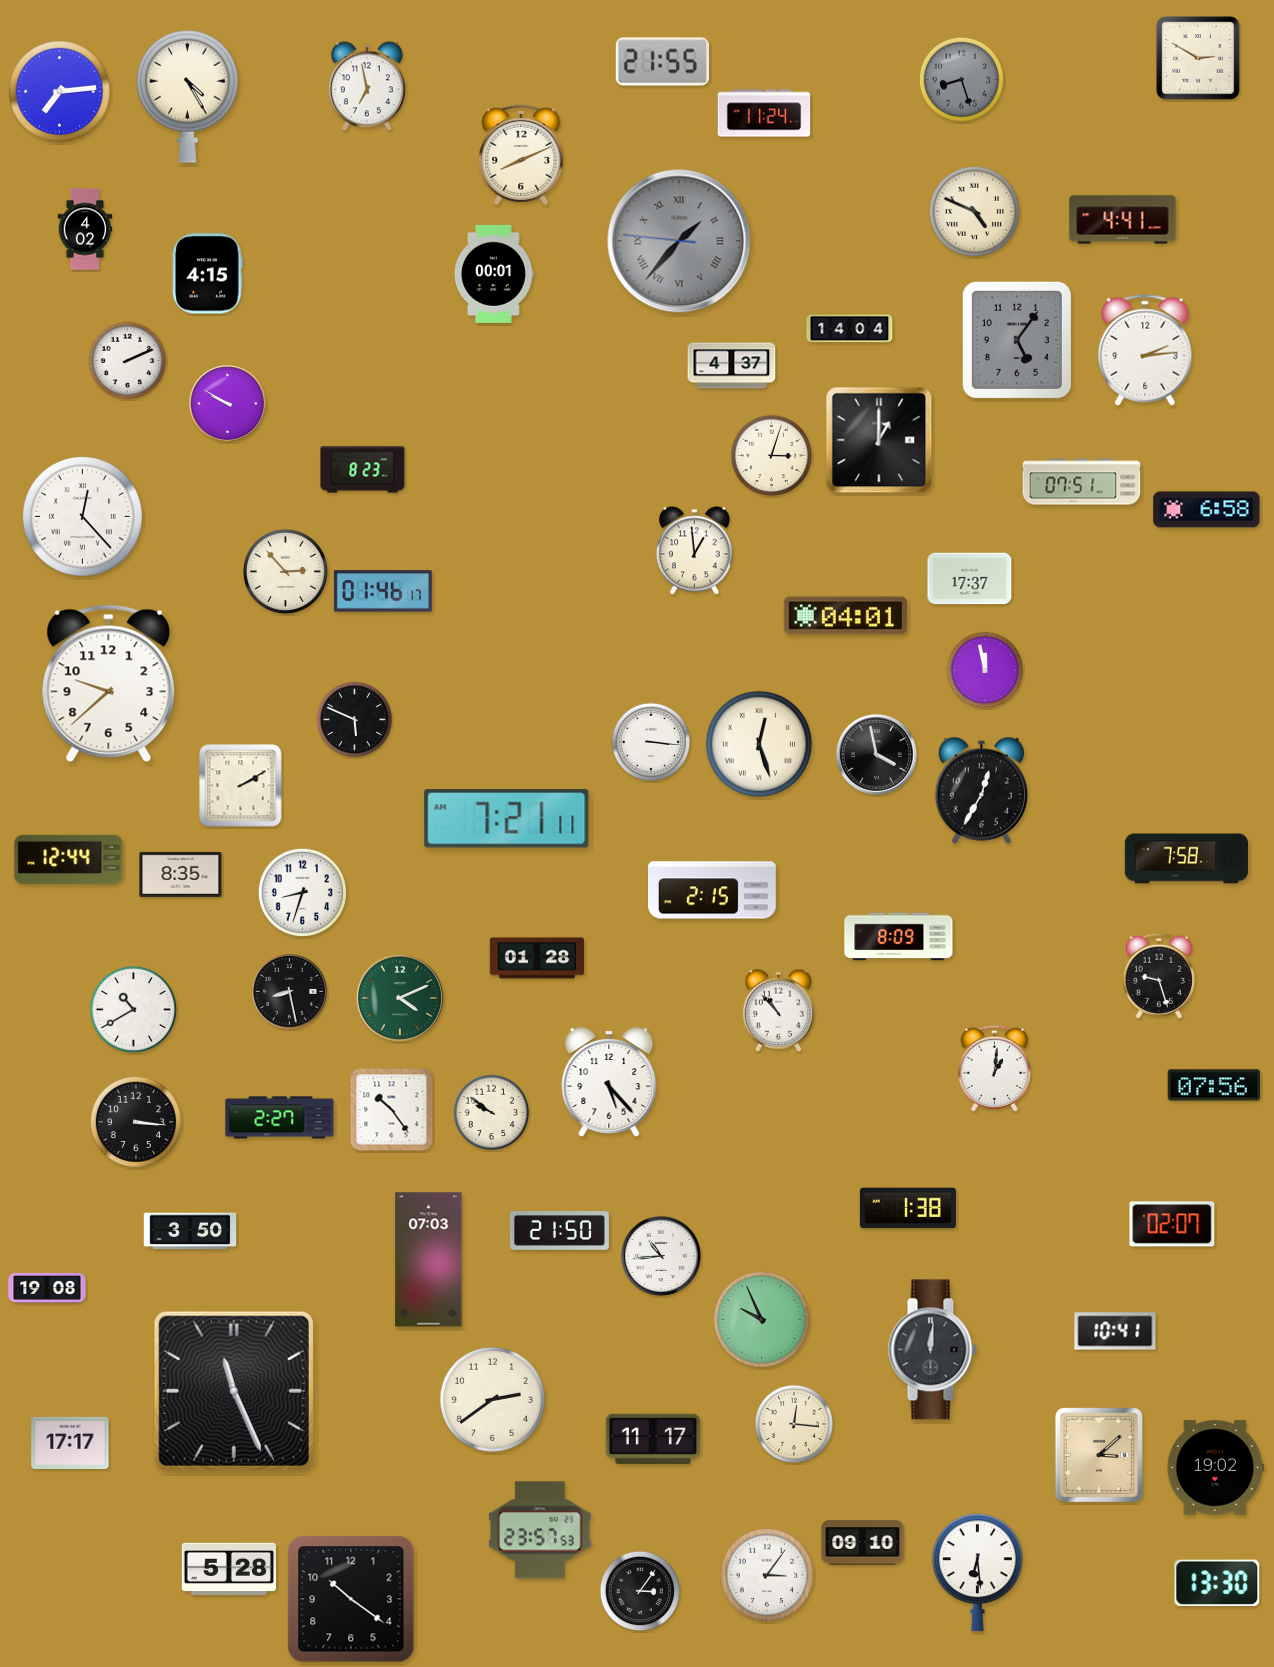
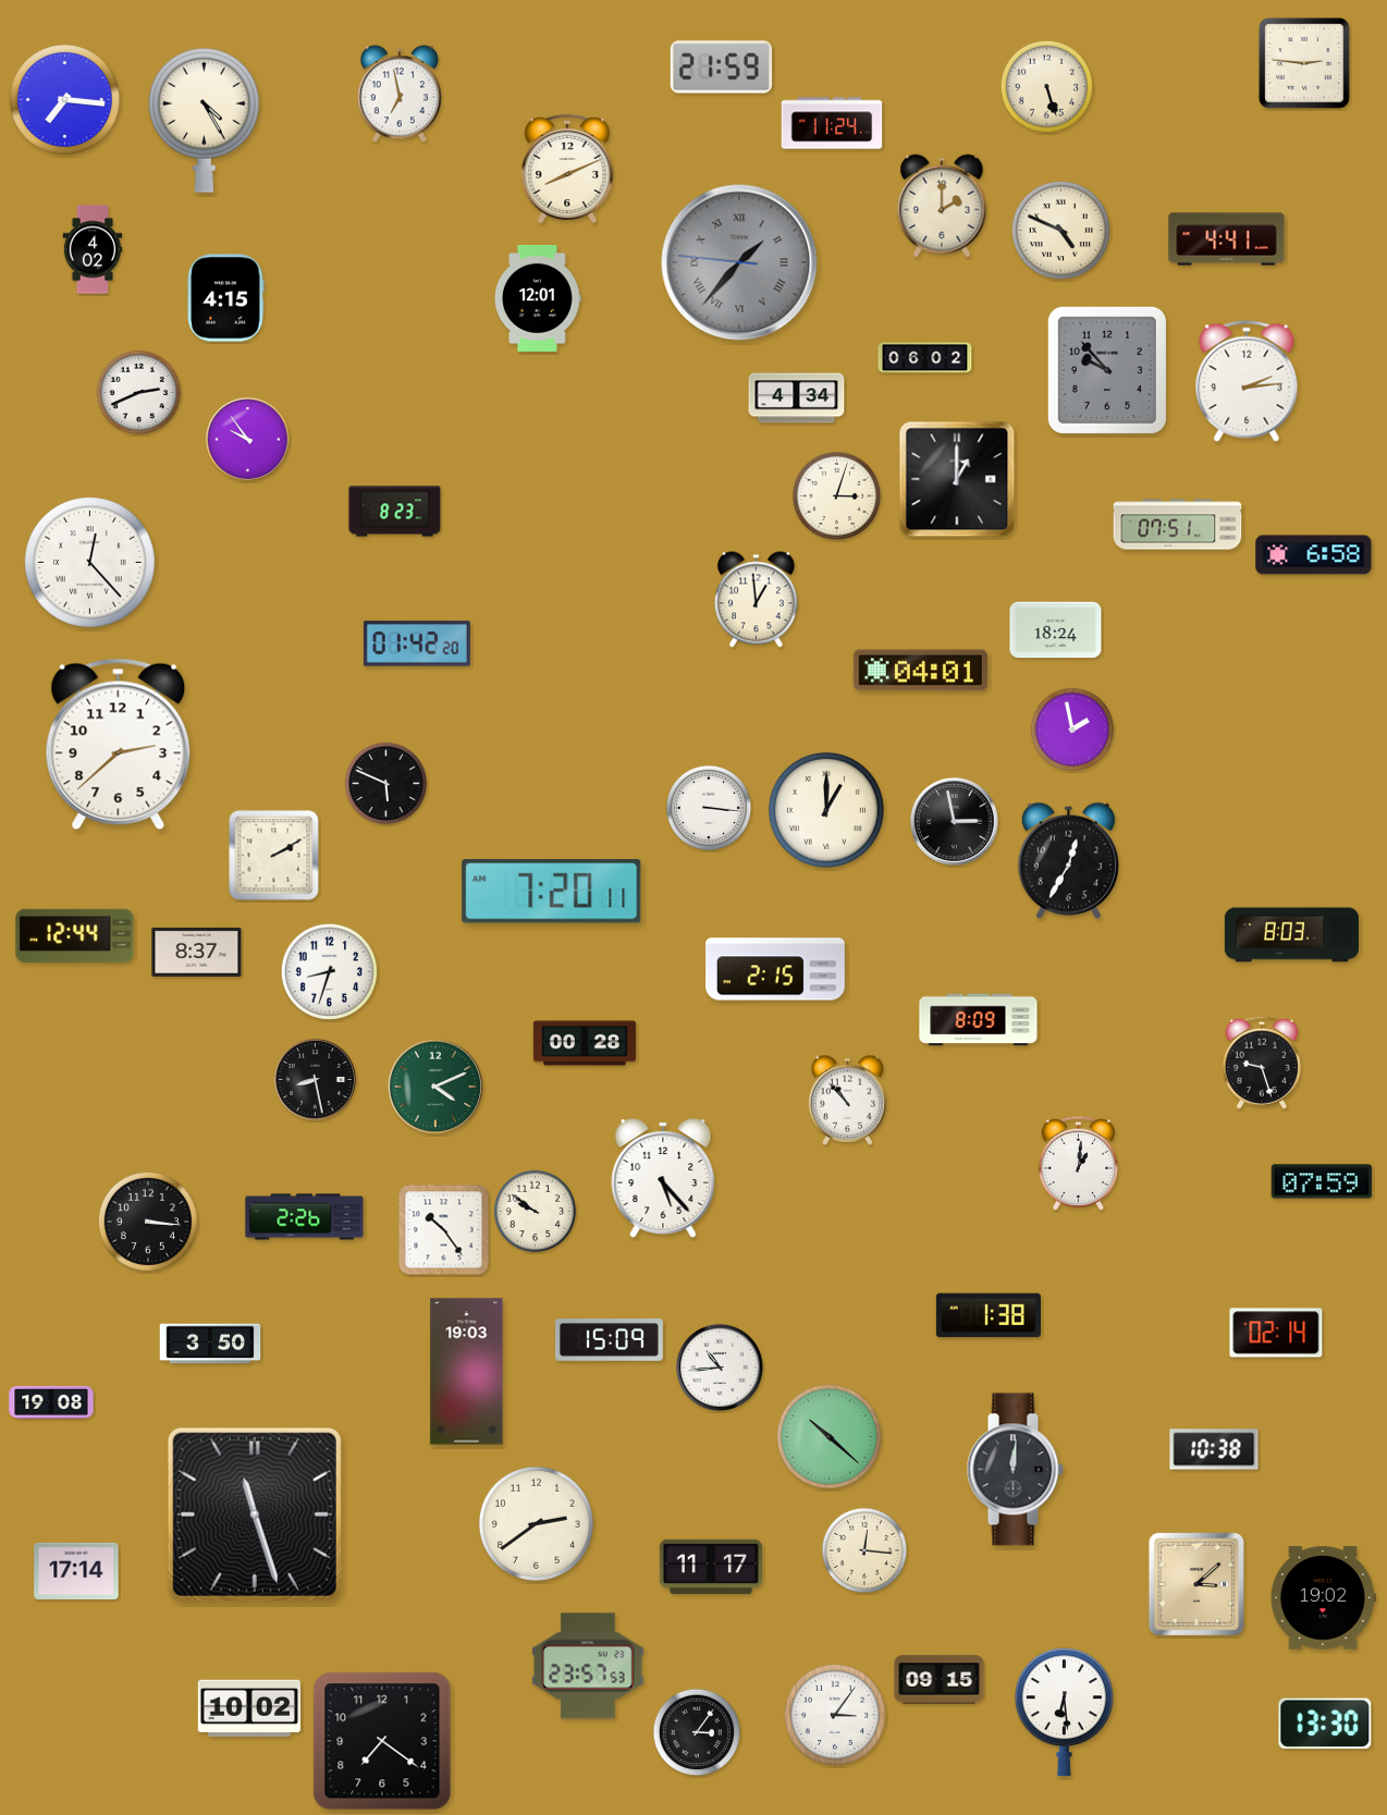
clock at (1198, 58): 2:50 -> 2:46
clock at (663, 62): 21:55 -> 21:59
clock at (961, 79): 8:27 -> 5:27
clock at (961, 79) dial: grey -> cream
clock at (59, 91): 7:14 -> 7:16
clock at (187, 96) position: (187, 96) -> (204, 120)
clock at (942, 206): none -> 2:00
clock at (1123, 220) position: (1123, 220) -> (1227, 240)
clock at (495, 274): 00:01 -> 12:01
clock at (850, 329): 14:04 -> 06:02
clock at (1017, 340): 5:06 -> 9:53
clock at (128, 361): 2:11 -> 2:41
clock at (732, 366): 4:37 -> 4:34
clock at (227, 403): 9:50 -> 9:54
clock at (772, 456) position: (772, 456) -> (837, 496)
clock at (285, 571): 2:53 -> none
clock at (970, 579): 17:37 -> 18:24
clock at (383, 591): 01:46 -> 01:42
clock at (985, 670): 11:58 -> 1:58
clock at (109, 684): 9:38 -> 2:38
clock at (759, 744): 12:27 -> 1:00
clock at (876, 754): 3:58 -> 2:58
clock at (241, 786) position: (241, 786) -> (274, 856)
clock at (507, 819): 7:21 -> 7:20
clock at (1186, 859): 7:58 -> 8:03
clock at (181, 874): 8:35 -> 8:37
clock at (537, 958): 01:28 -> 00:28
clock at (133, 1009): 10:40 -> none
clock at (994, 1068) position: (994, 1068) -> (1078, 1163)
clock at (1214, 1085): 07:56 -> 07:59
clock at (392, 1110) position: (392, 1110) -> (444, 1230)
clock at (280, 1118): 2:27 -> 2:26
clock at (1172, 1224): 02:07 -> 02:14
clock at (190, 1231) position: (190, 1231) -> (210, 1344)
clock at (559, 1231): 21:50 -> 15:09
clock at (429, 1260): 07:03 -> 19:03
clock at (761, 1319): 9:56 -> 10:22
clock at (1115, 1331): 10:41 -> 10:38
clock at (234, 1391): 11:26 -> 11:27
clock at (70, 1443): 17:17 -> 17:14
clock at (863, 1543): 09:10 -> 09:15
clock at (228, 1569): 5:28 -> 10:02
clock at (351, 1599): 10:21 -> 7:21
